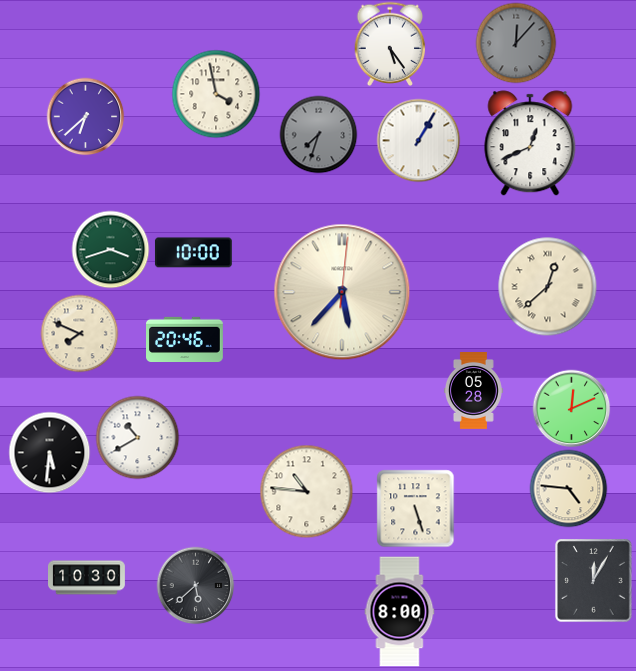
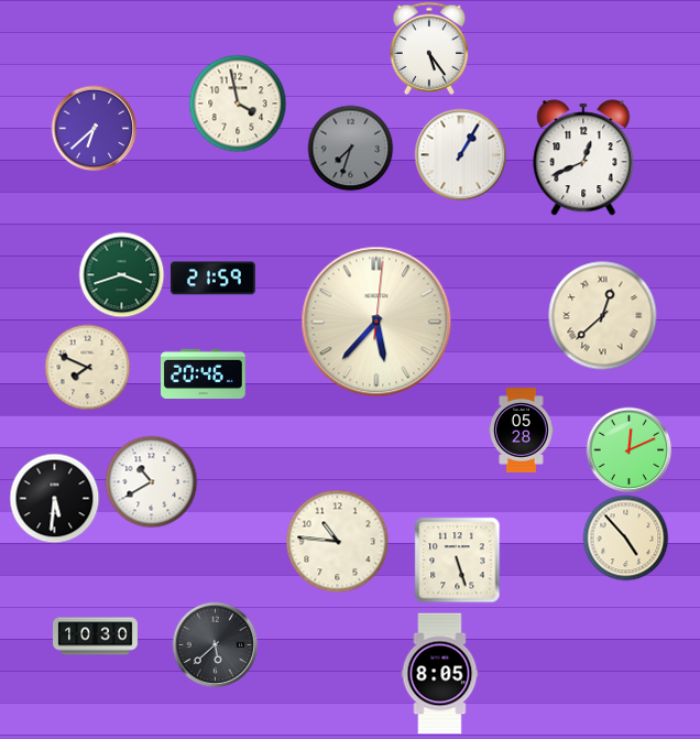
clock at (516, 43): 12:07 -> none
clock at (193, 253): 10:00 -> 21:59
clock at (568, 488): 4:46 -> 4:53
clock at (594, 581): 12:05 -> none
clock at (400, 612): 8:00 -> 8:05
